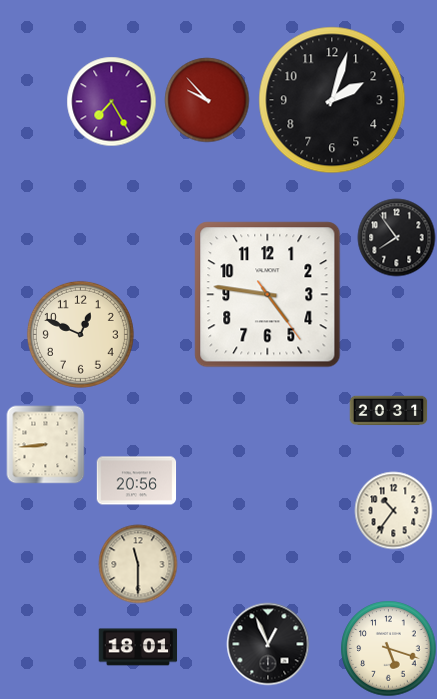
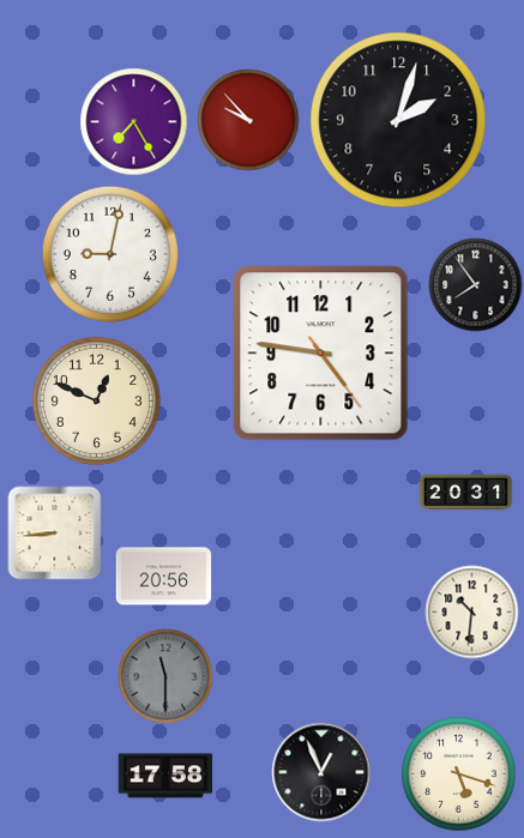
clock at (110, 254): none -> 9:02
clock at (393, 510): 10:36 -> 10:31
clock at (138, 564) dial: cream -> grey
clock at (138, 647): 18:01 -> 17:58
clock at (388, 648) position: (388, 648) -> (458, 773)
